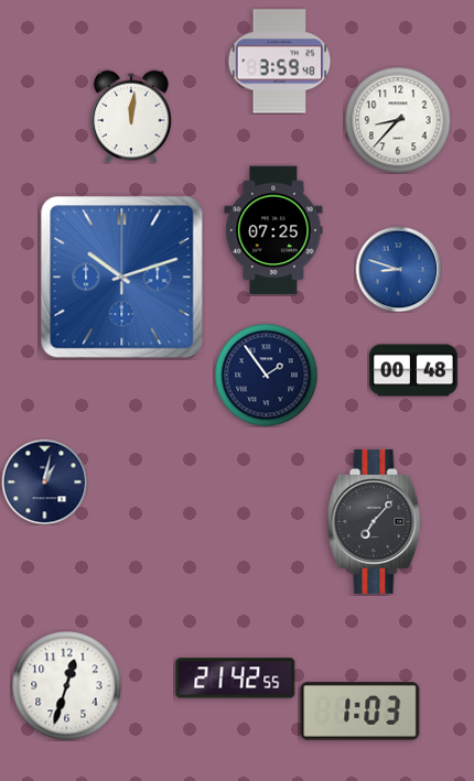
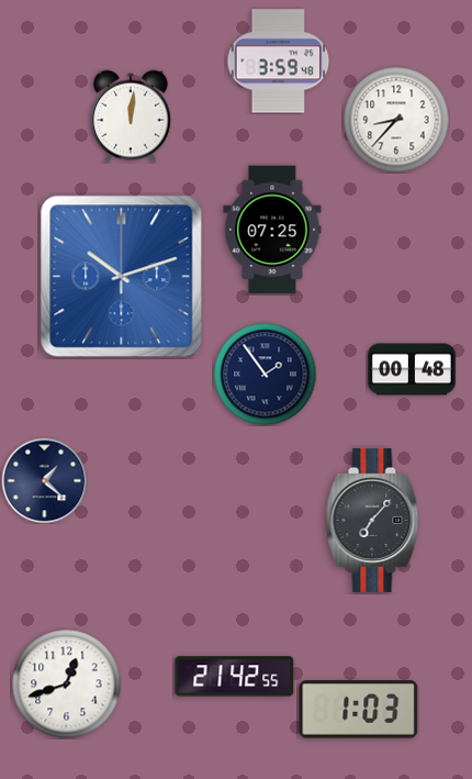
clock at (398, 269): 8:48 -> none
clock at (44, 481): 1:02 -> 1:22
clock at (67, 686): 12:33 -> 12:42
